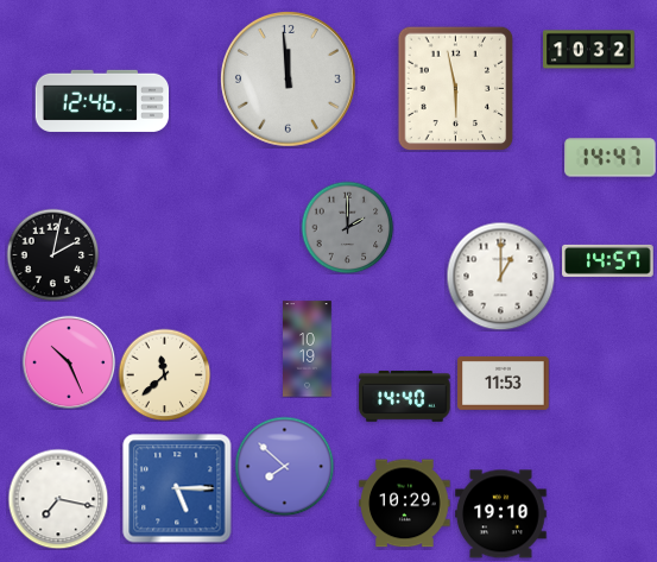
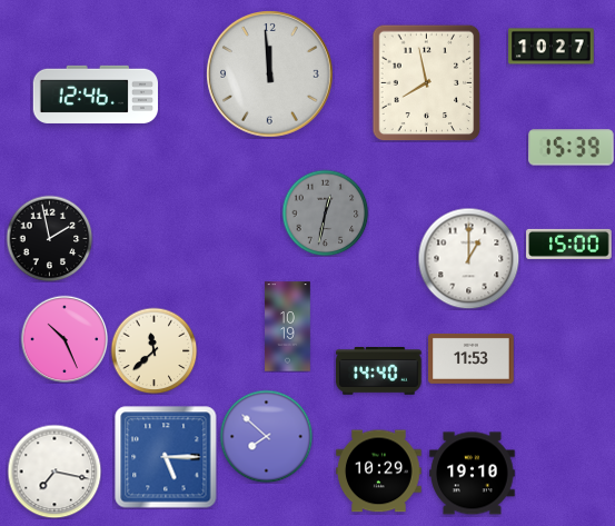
clock at (589, 50): 10:32 -> 10:27
clock at (456, 88): 5:58 -> 7:58
clock at (611, 158): 14:47 -> 15:39
clock at (347, 227): 2:00 -> 12:32
clock at (52, 254): 2:02 -> 1:58
clock at (608, 260): 14:57 -> 15:00
clock at (58, 499) position: (58, 499) -> (54, 472)
clock at (501, 514) position: (501, 514) -> (473, 474)
